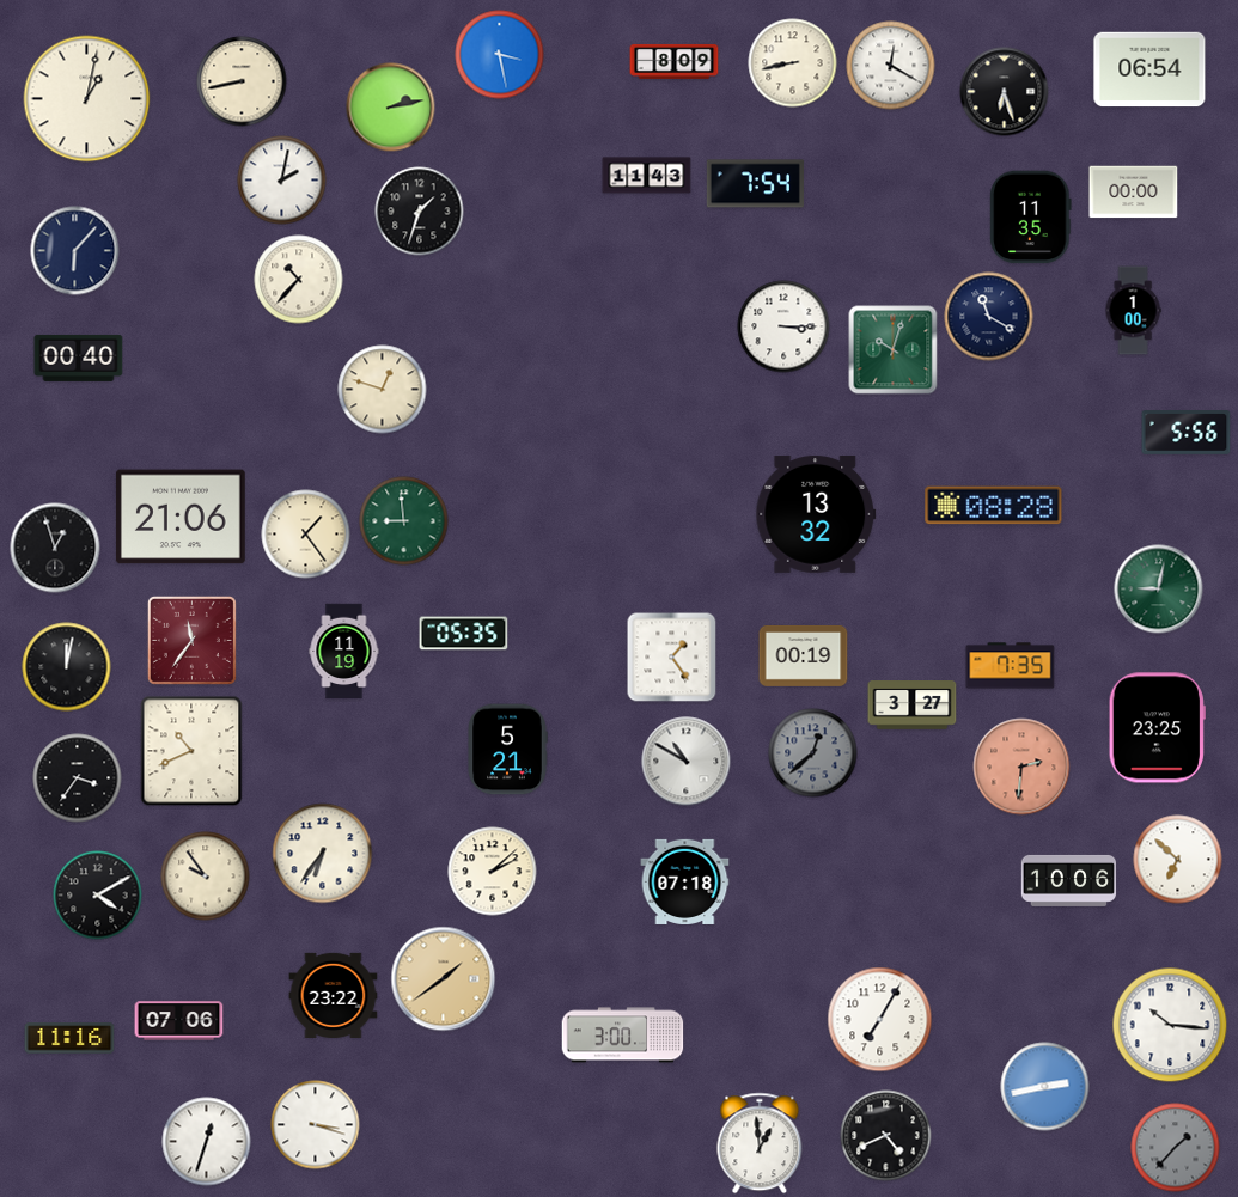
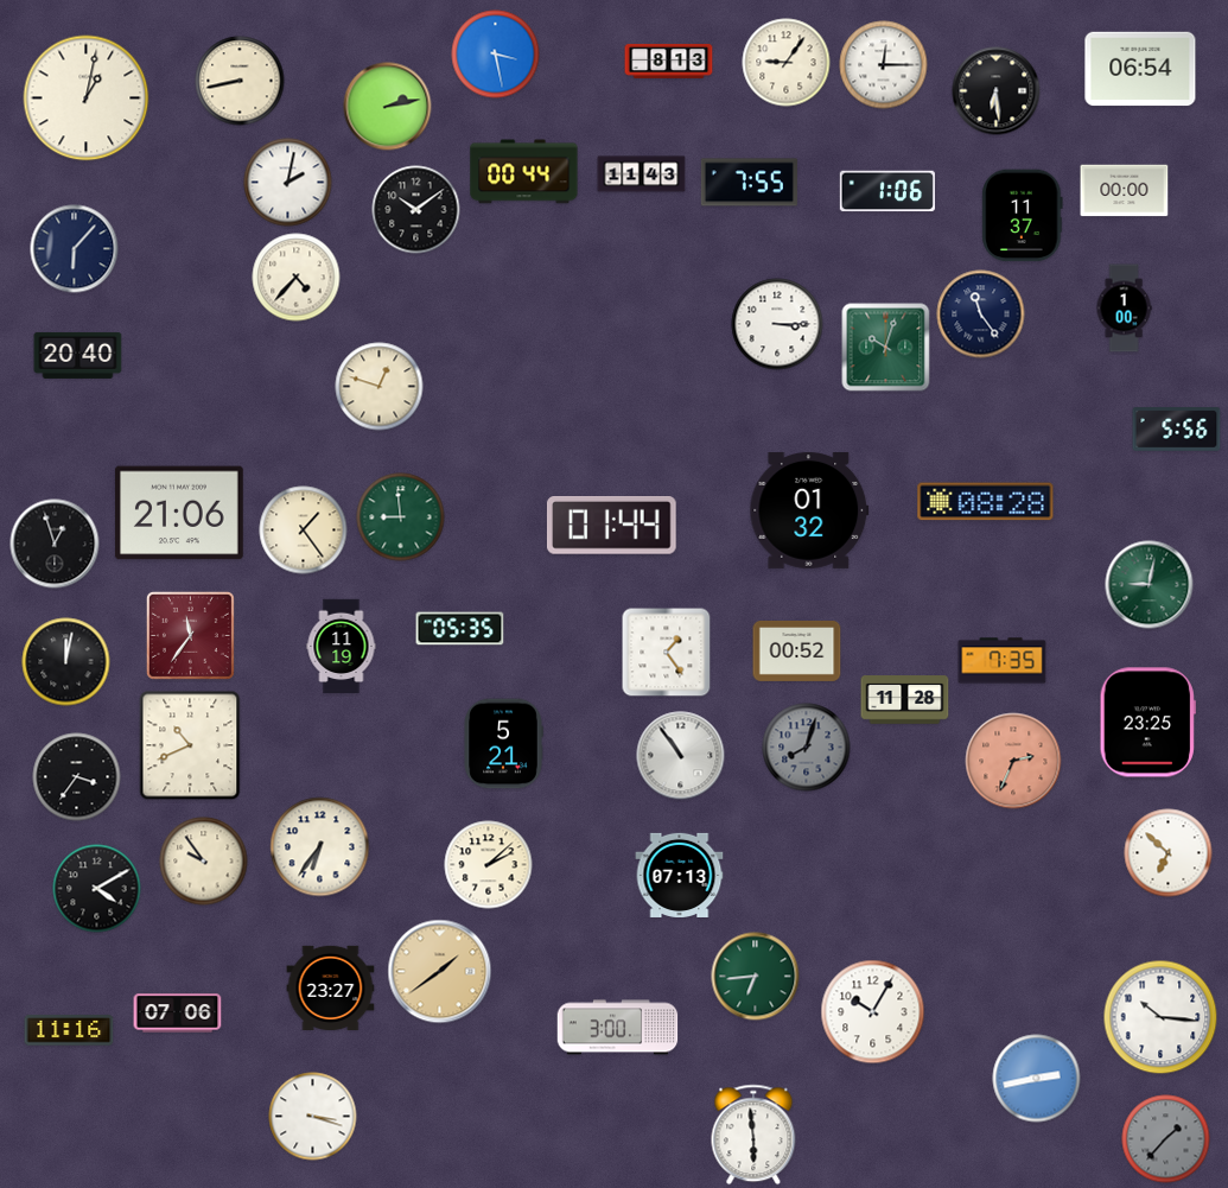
clock at (675, 61): 8:09 -> 8:13
clock at (793, 63): 8:43 -> 9:06
clock at (891, 66): 12:20 -> 12:15
clock at (1005, 92): 6:27 -> 6:29
clock at (524, 172): none -> 00:44
clock at (282, 181) position: (282, 181) -> (288, 183)
clock at (755, 184): 7:54 -> 7:55
clock at (887, 191): none -> 1:06
clock at (420, 212): 1:33 -> 10:09
clock at (1031, 218): 11:35 -> 11:37
clock at (299, 280): 10:37 -> 4:37
clock at (989, 317): 11:20 -> 11:24
clock at (79, 358): 00:40 -> 20:40
clock at (816, 514): 13:32 -> 01:32
clock at (611, 526): none -> 01:44
clock at (804, 655): 00:19 -> 00:52
clock at (913, 706): 3:27 -> 11:28
clock at (813, 753): 12:38 -> 8:03
clock at (687, 762): 10:50 -> 10:54
clock at (1021, 767): 2:31 -> 2:34
clock at (78, 778) position: (78, 778) -> (77, 777)
clock at (206, 877) position: (206, 877) -> (204, 862)
clock at (1069, 880): 10:06 -> none
clock at (685, 881): 07:18 -> 07:13
clock at (756, 977): none -> 6:44
clock at (334, 995): 23:22 -> 23:27
clock at (880, 1020): 7:05 -> 10:05
clock at (886, 1136): 4:41 -> none
clock at (207, 1142): 12:33 -> none
clock at (760, 1143): 12:59 -> 5:59
